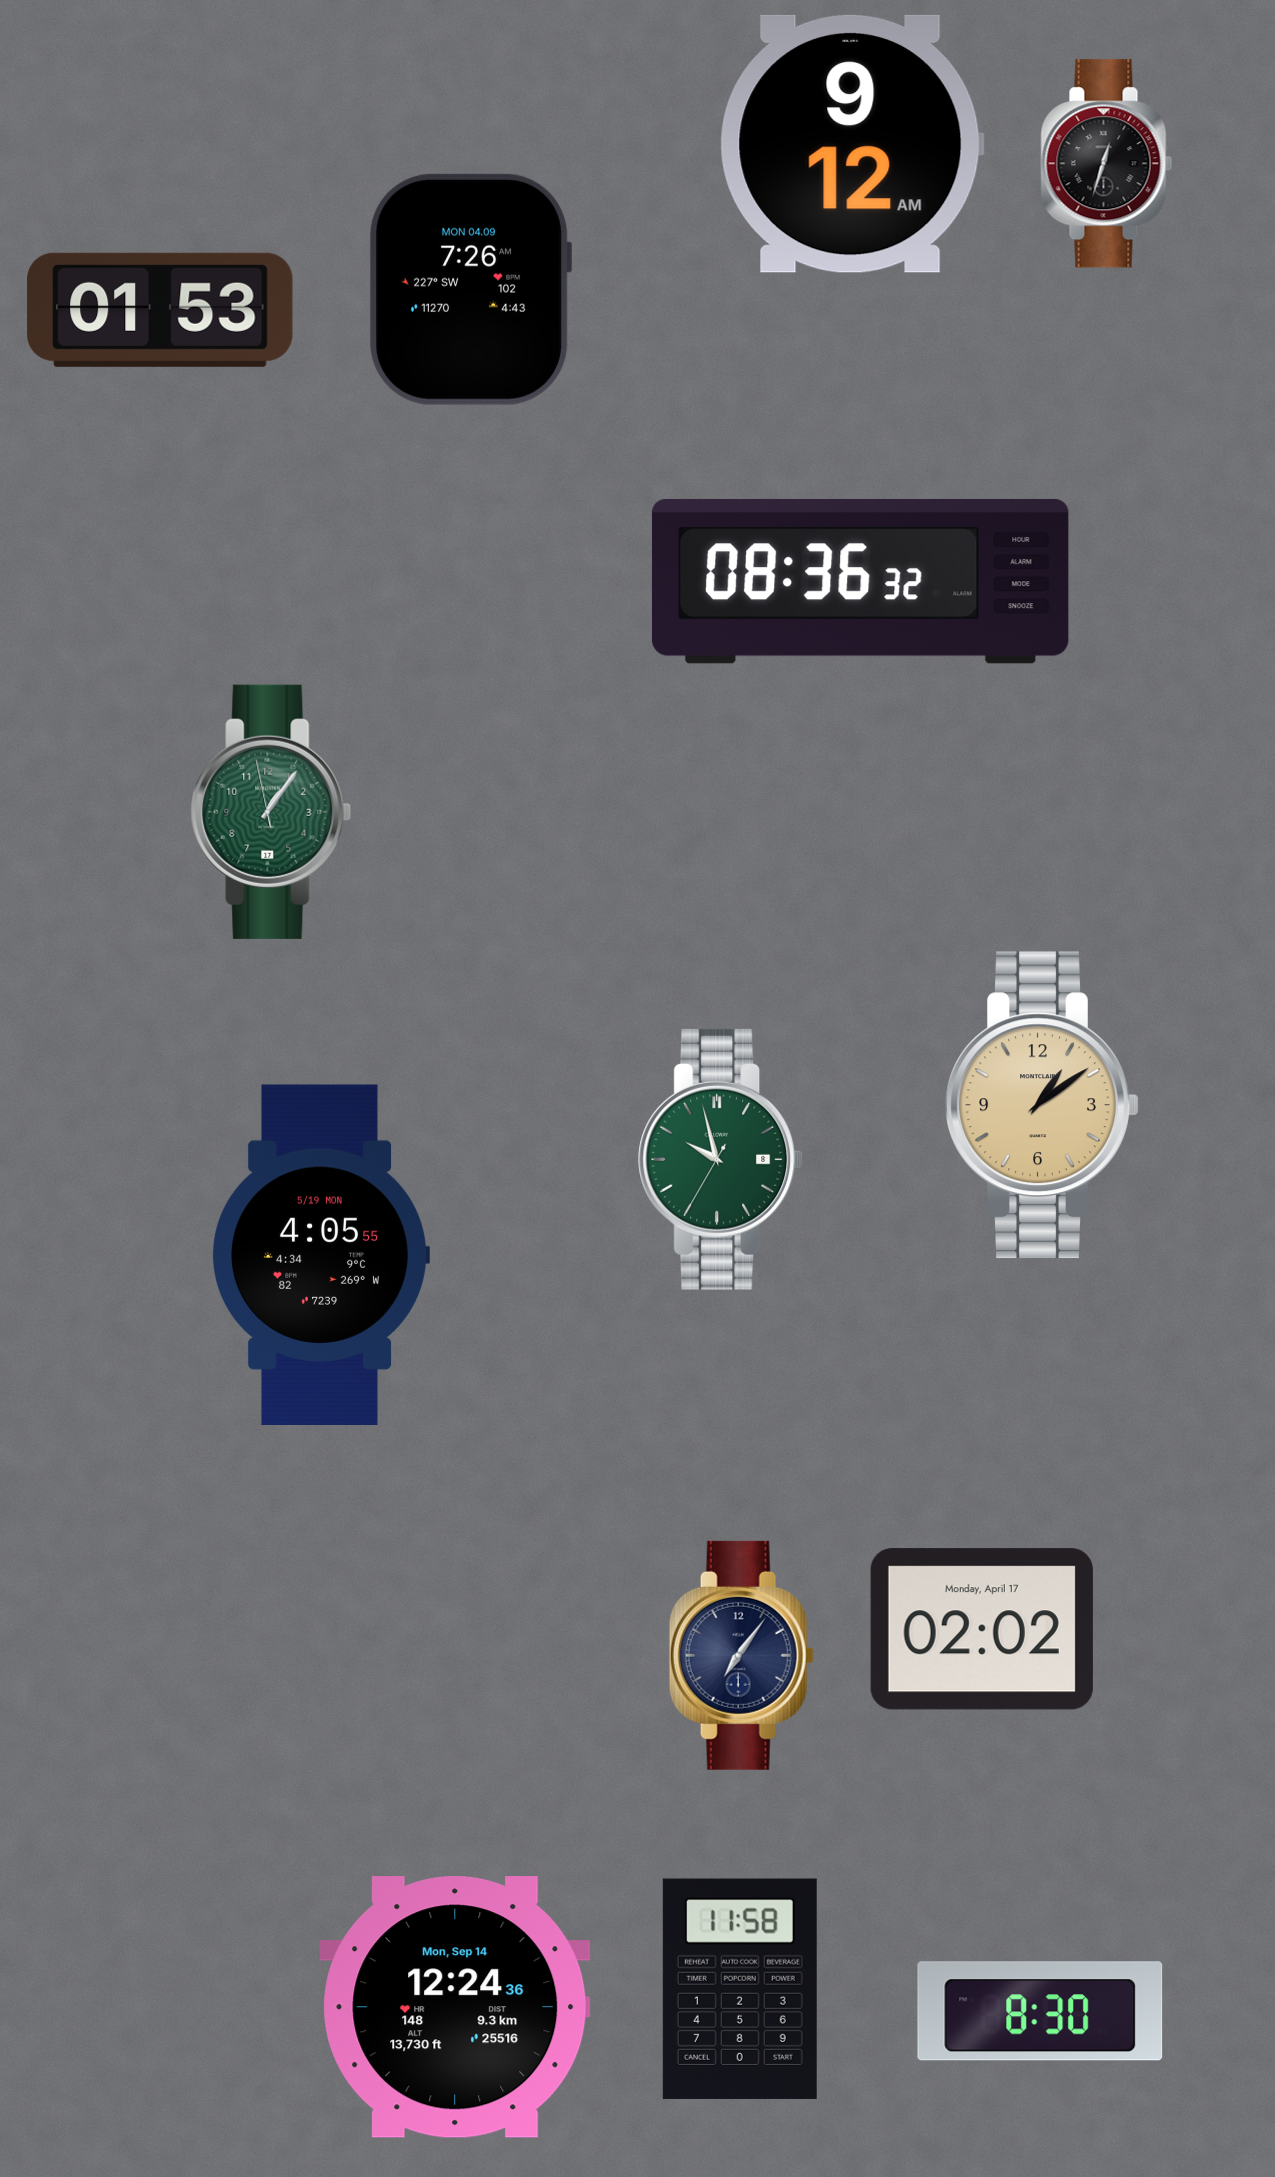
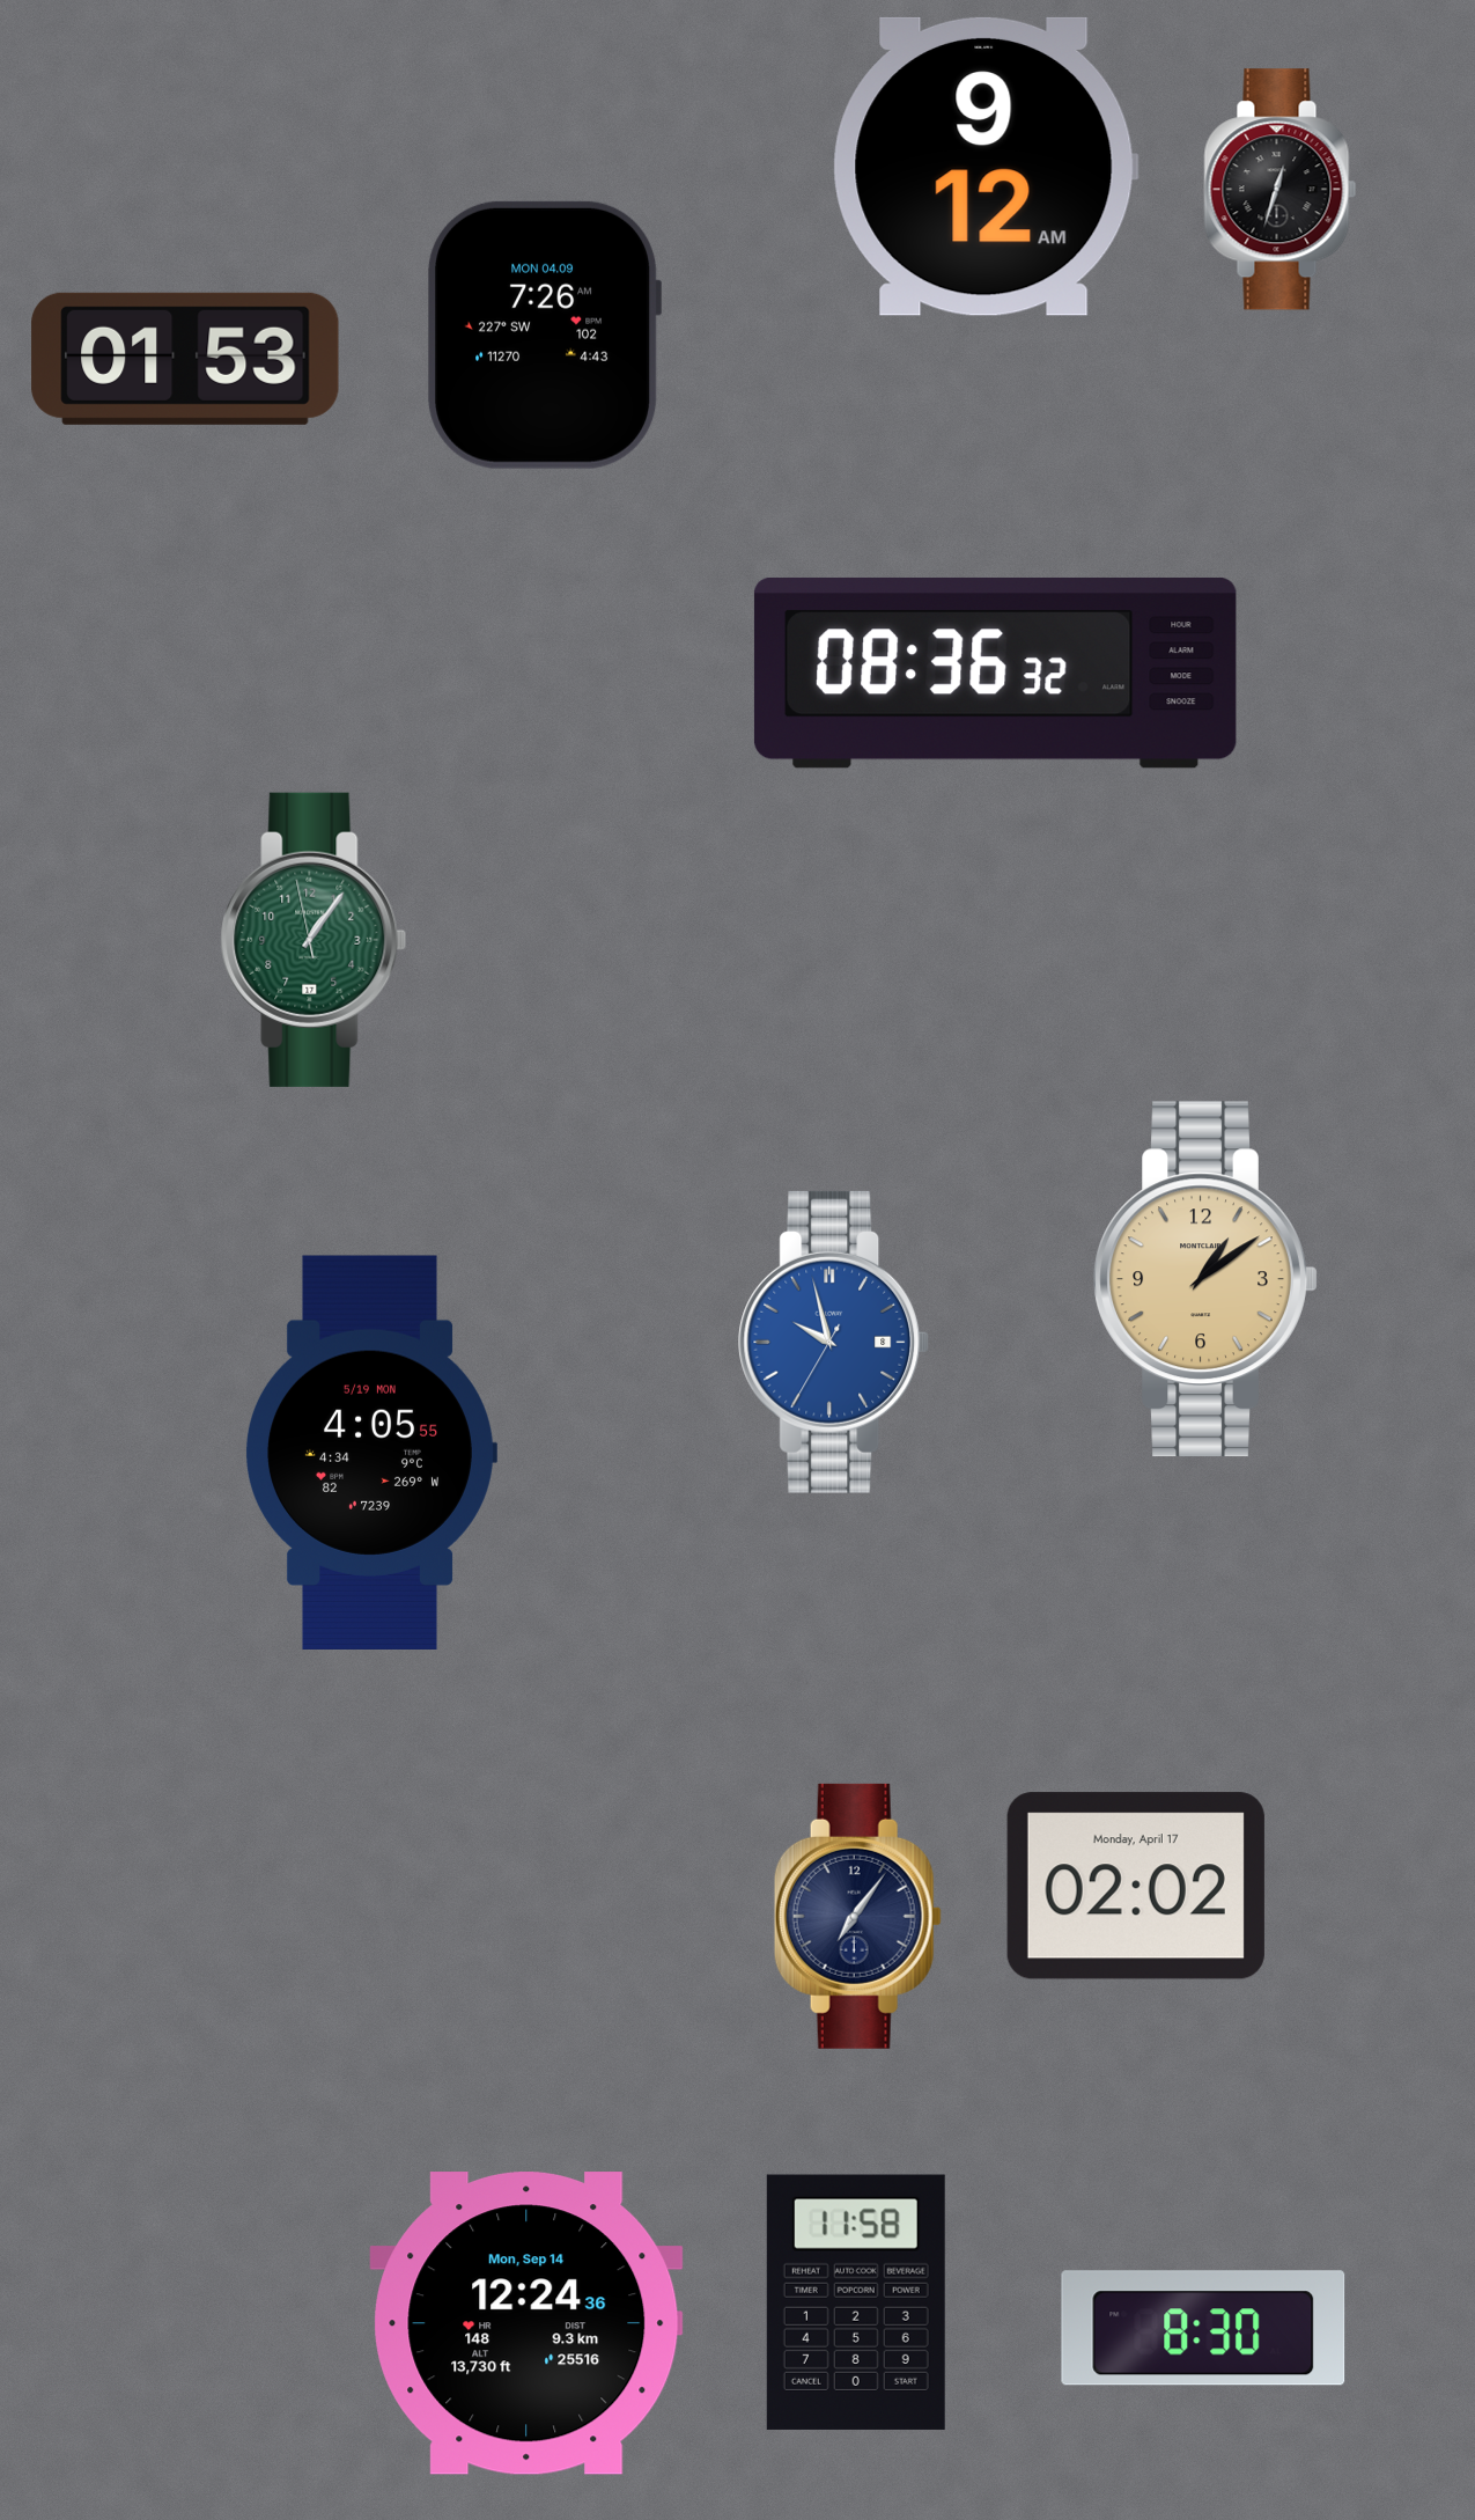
clock at (721, 1159) dial: green -> blue
